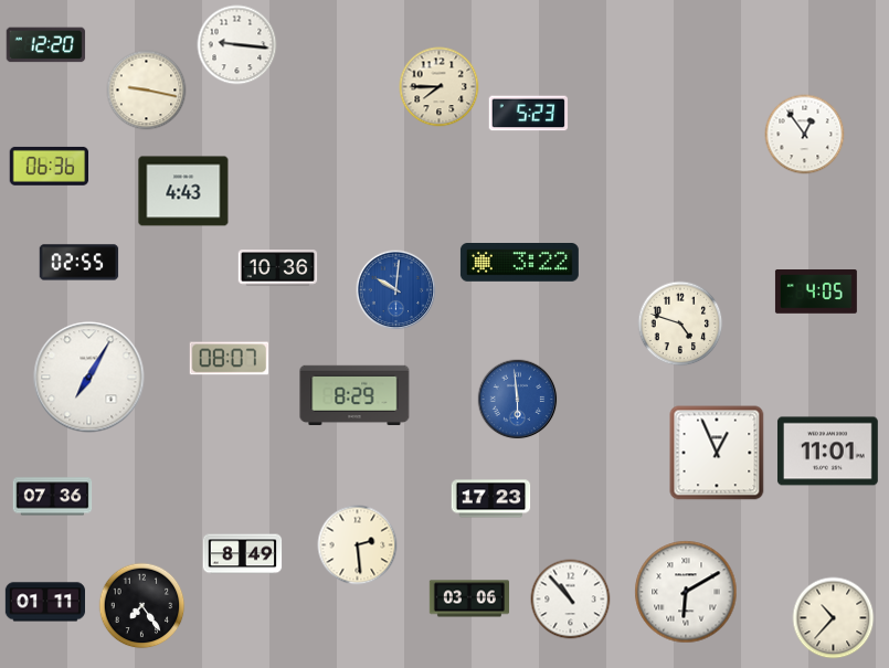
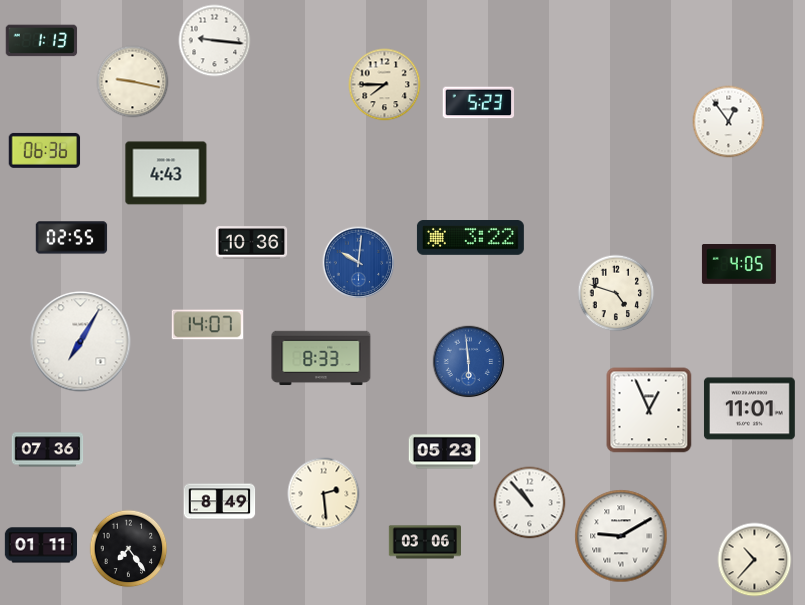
clock at (46, 45): 12:20 -> 1:13
clock at (440, 87) position: (440, 87) -> (385, 85)
clock at (230, 359): 08:07 -> 14:07
clock at (354, 395): 8:29 -> 8:33
clock at (491, 499): 17:23 -> 05:23
clock at (686, 592): 6:10 -> 9:10
clock at (571, 600) position: (571, 600) -> (530, 503)
